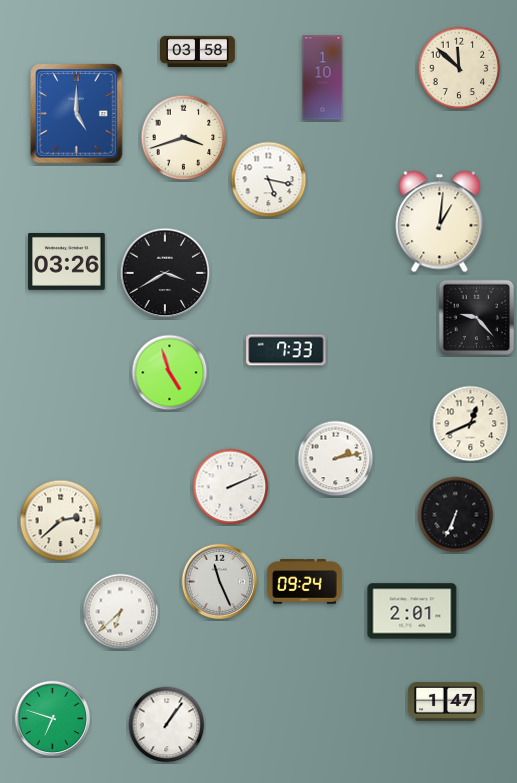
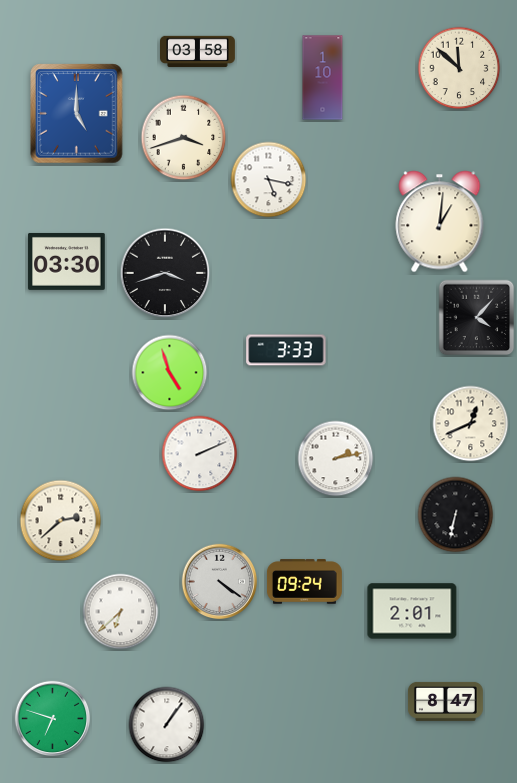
clock at (67, 261): 03:26 -> 03:30
clock at (165, 273): 3:40 -> 3:42
clock at (477, 318): 9:23 -> 4:07
clock at (286, 350): 7:33 -> 3:33
clock at (231, 487) position: (231, 487) -> (200, 454)
clock at (456, 515): 6:34 -> 6:32
clock at (220, 582): 11:26 -> 4:21
clock at (445, 701): 1:47 -> 8:47
